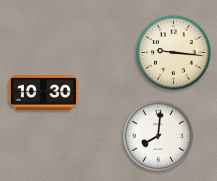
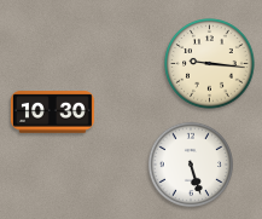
clock at (157, 135): 8:01 -> 5:27
